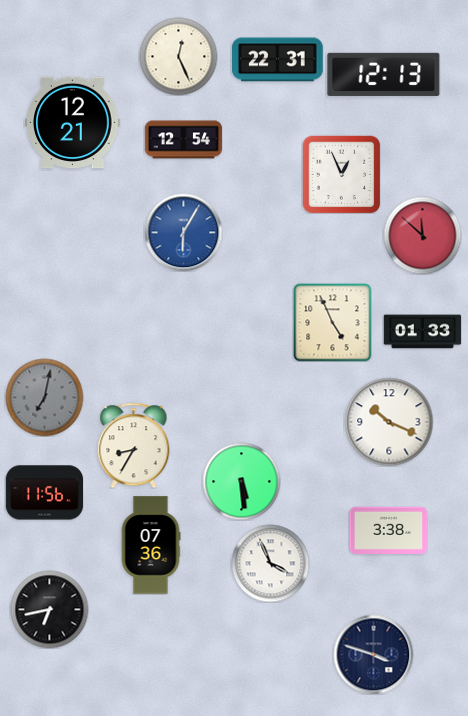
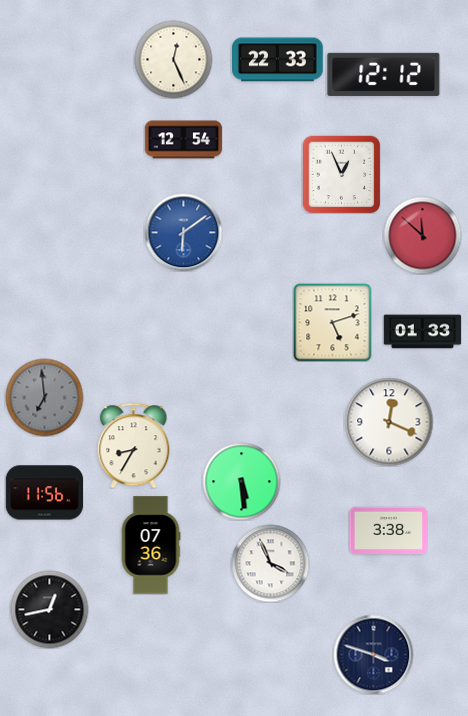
clock at (178, 56) position: (178, 56) -> (173, 59)
clock at (278, 60): 22:31 -> 22:33
clock at (384, 74): 12:13 -> 12:12
clock at (73, 123): 12:21 -> none
clock at (183, 232): 6:05 -> 6:09
clock at (332, 322): 4:56 -> 5:12
clock at (44, 397): 7:02 -> 6:59
clock at (389, 422): 10:19 -> 12:19
clock at (49, 609): 6:43 -> 12:43
